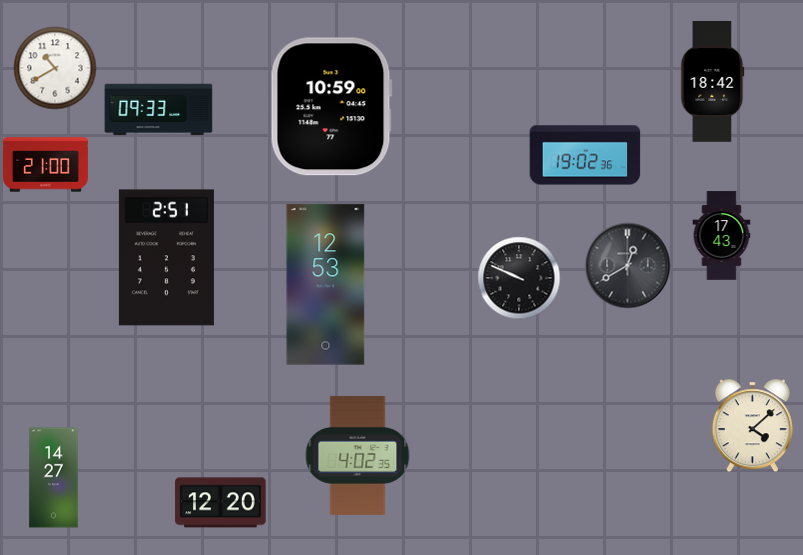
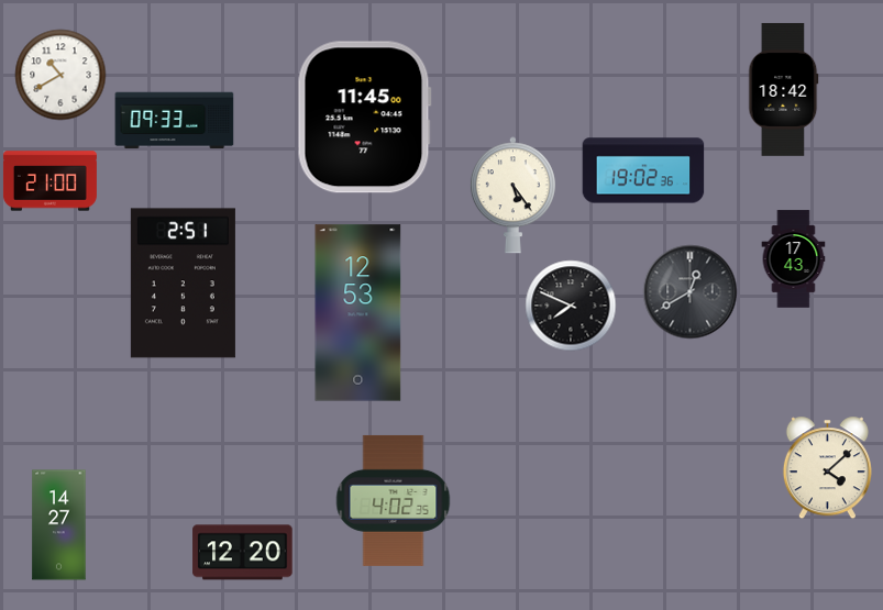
clock at (331, 107): 10:59 -> 11:45
clock at (512, 196): none -> 5:24
clock at (519, 278): 9:49 -> 7:49
